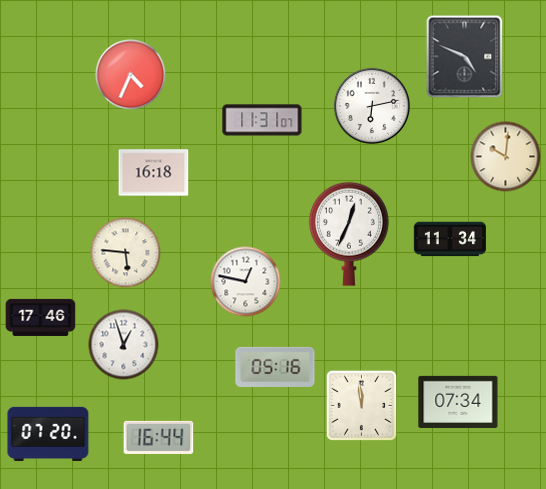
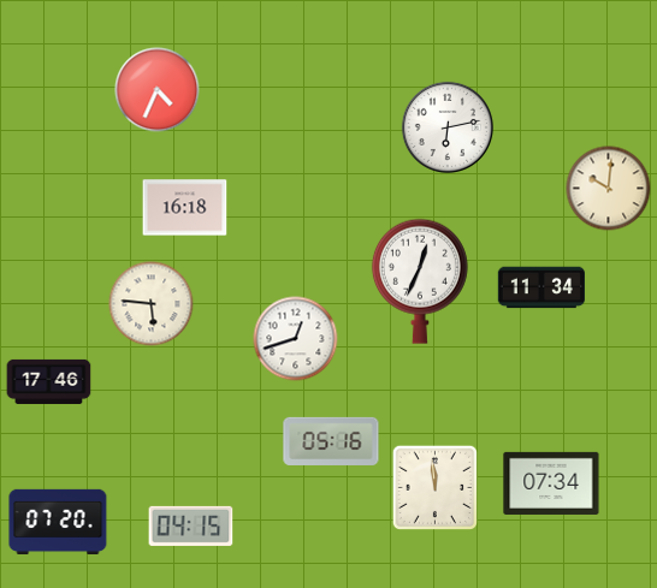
clock at (465, 57): 4:49 -> none
clock at (262, 120): 11:31 -> none
clock at (246, 282): 12:47 -> 12:42
clock at (124, 345): 12:57 -> none
clock at (159, 437): 16:44 -> 04:15
